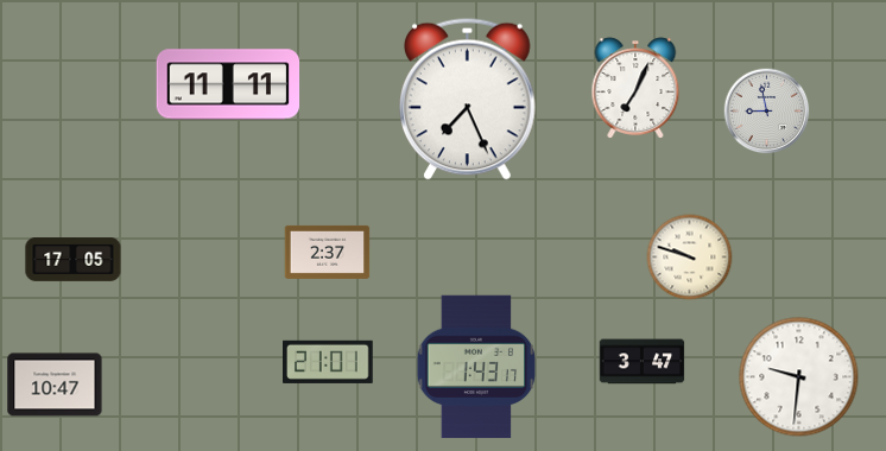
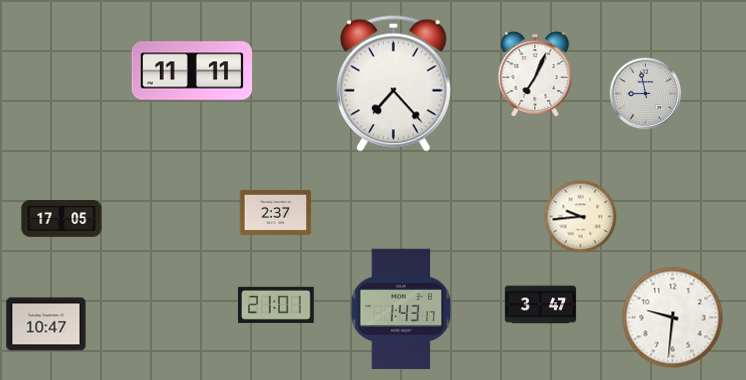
clock at (468, 99): 7:26 -> 7:23
clock at (690, 258): 9:48 -> 9:44
